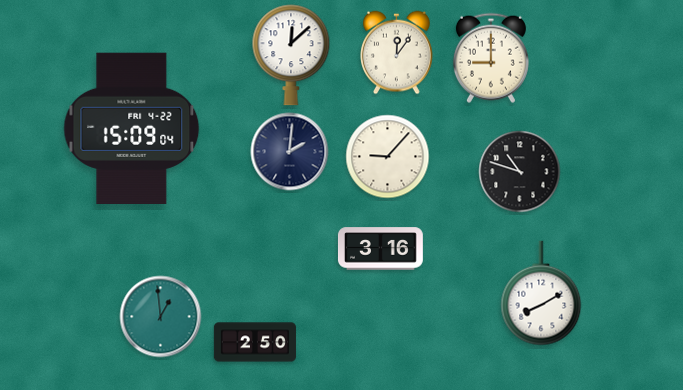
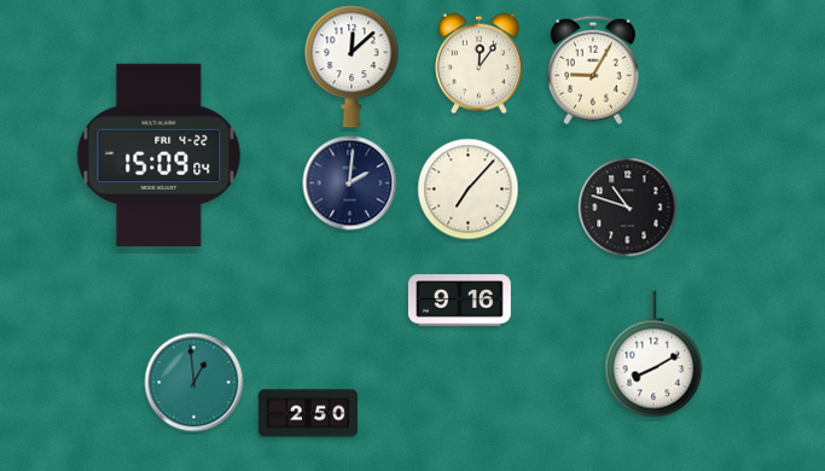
clock at (491, 58): 9:00 -> 9:05
clock at (388, 157): 9:07 -> 7:07
clock at (380, 249): 3:16 -> 9:16
